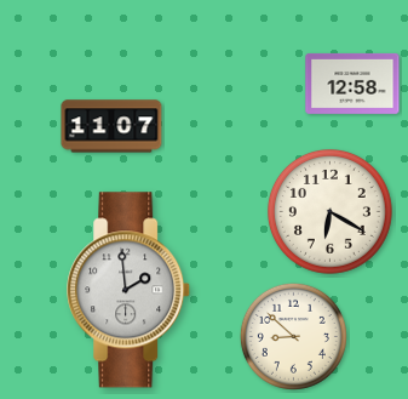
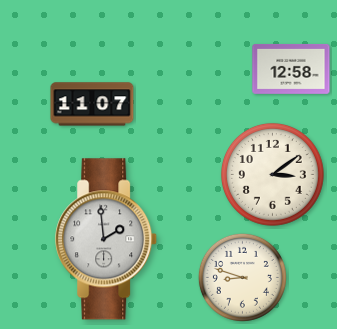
clock at (329, 211): 6:20 -> 3:09
clock at (293, 336): 8:52 -> 8:48
